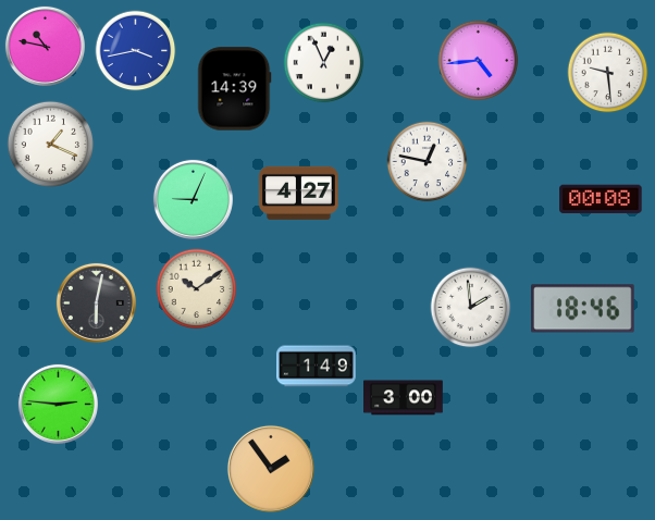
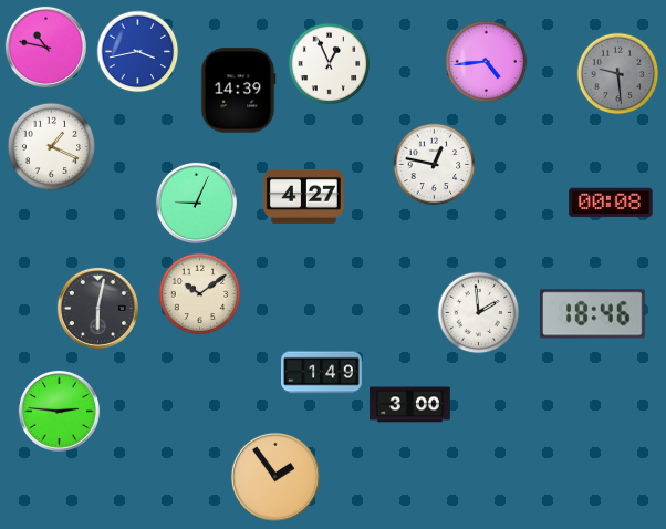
clock at (608, 73) dial: white -> grey
